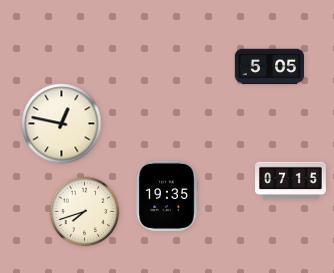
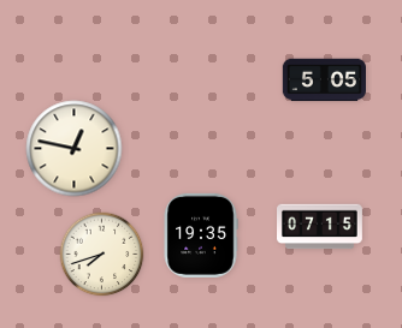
clock at (291, 181) position: (291, 181) -> (320, 227)
